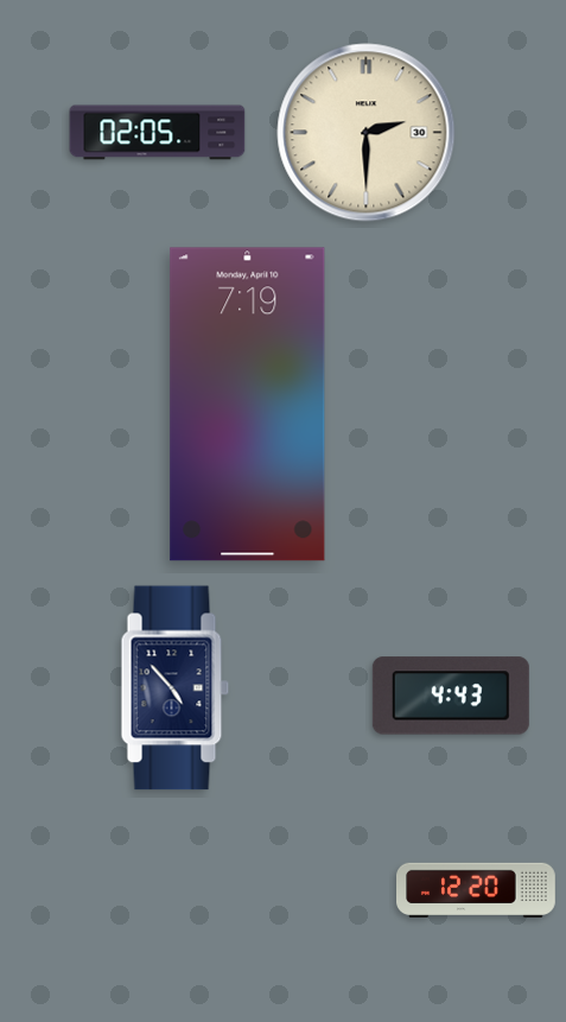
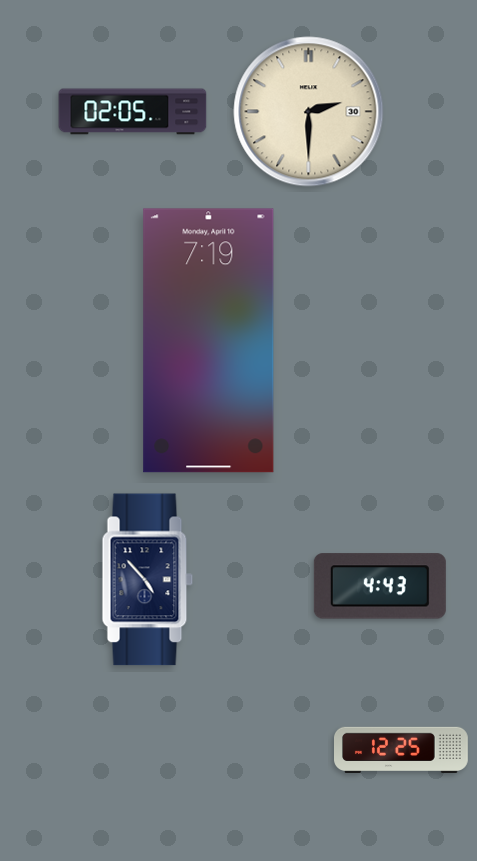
clock at (476, 889): 12:20 -> 12:25
